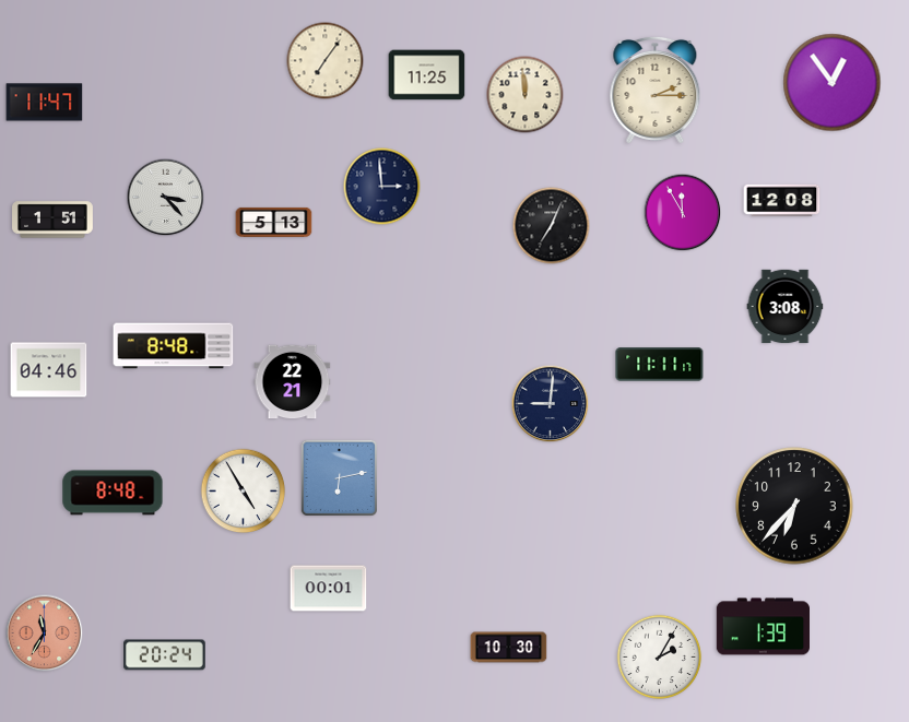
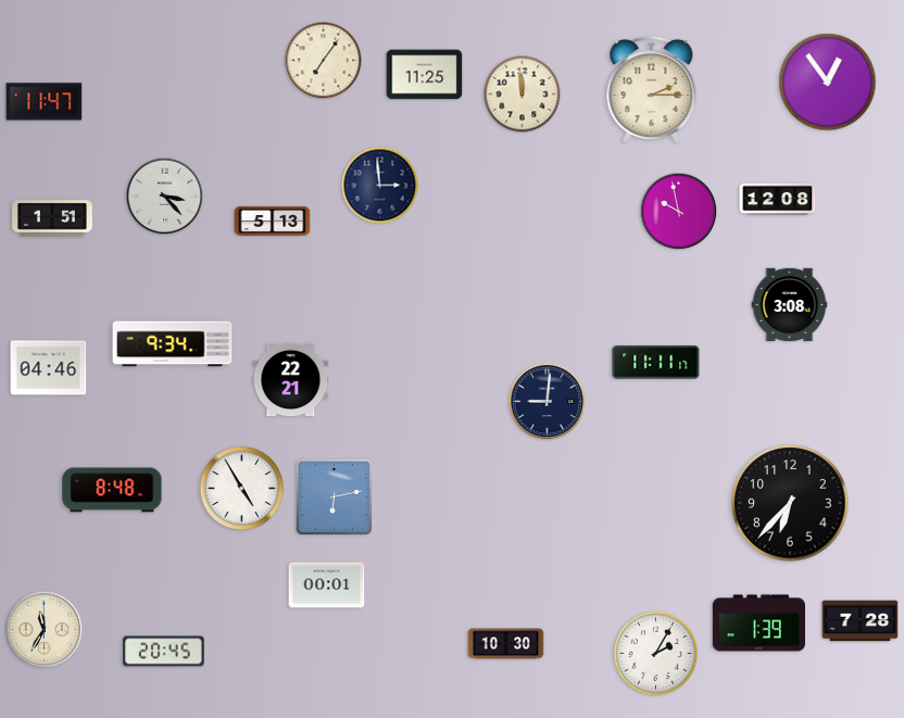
clock at (683, 213): 11:55 -> 9:58
clock at (552, 226): 7:04 -> none
clock at (786, 307) position: (786, 307) -> (790, 305)
clock at (174, 346): 8:48 -> 9:34
clock at (339, 477) position: (339, 477) -> (334, 496)
clock at (861, 621): none -> 7:28
clock at (45, 634) dial: salmon -> cream
clock at (165, 655): 20:24 -> 20:45
